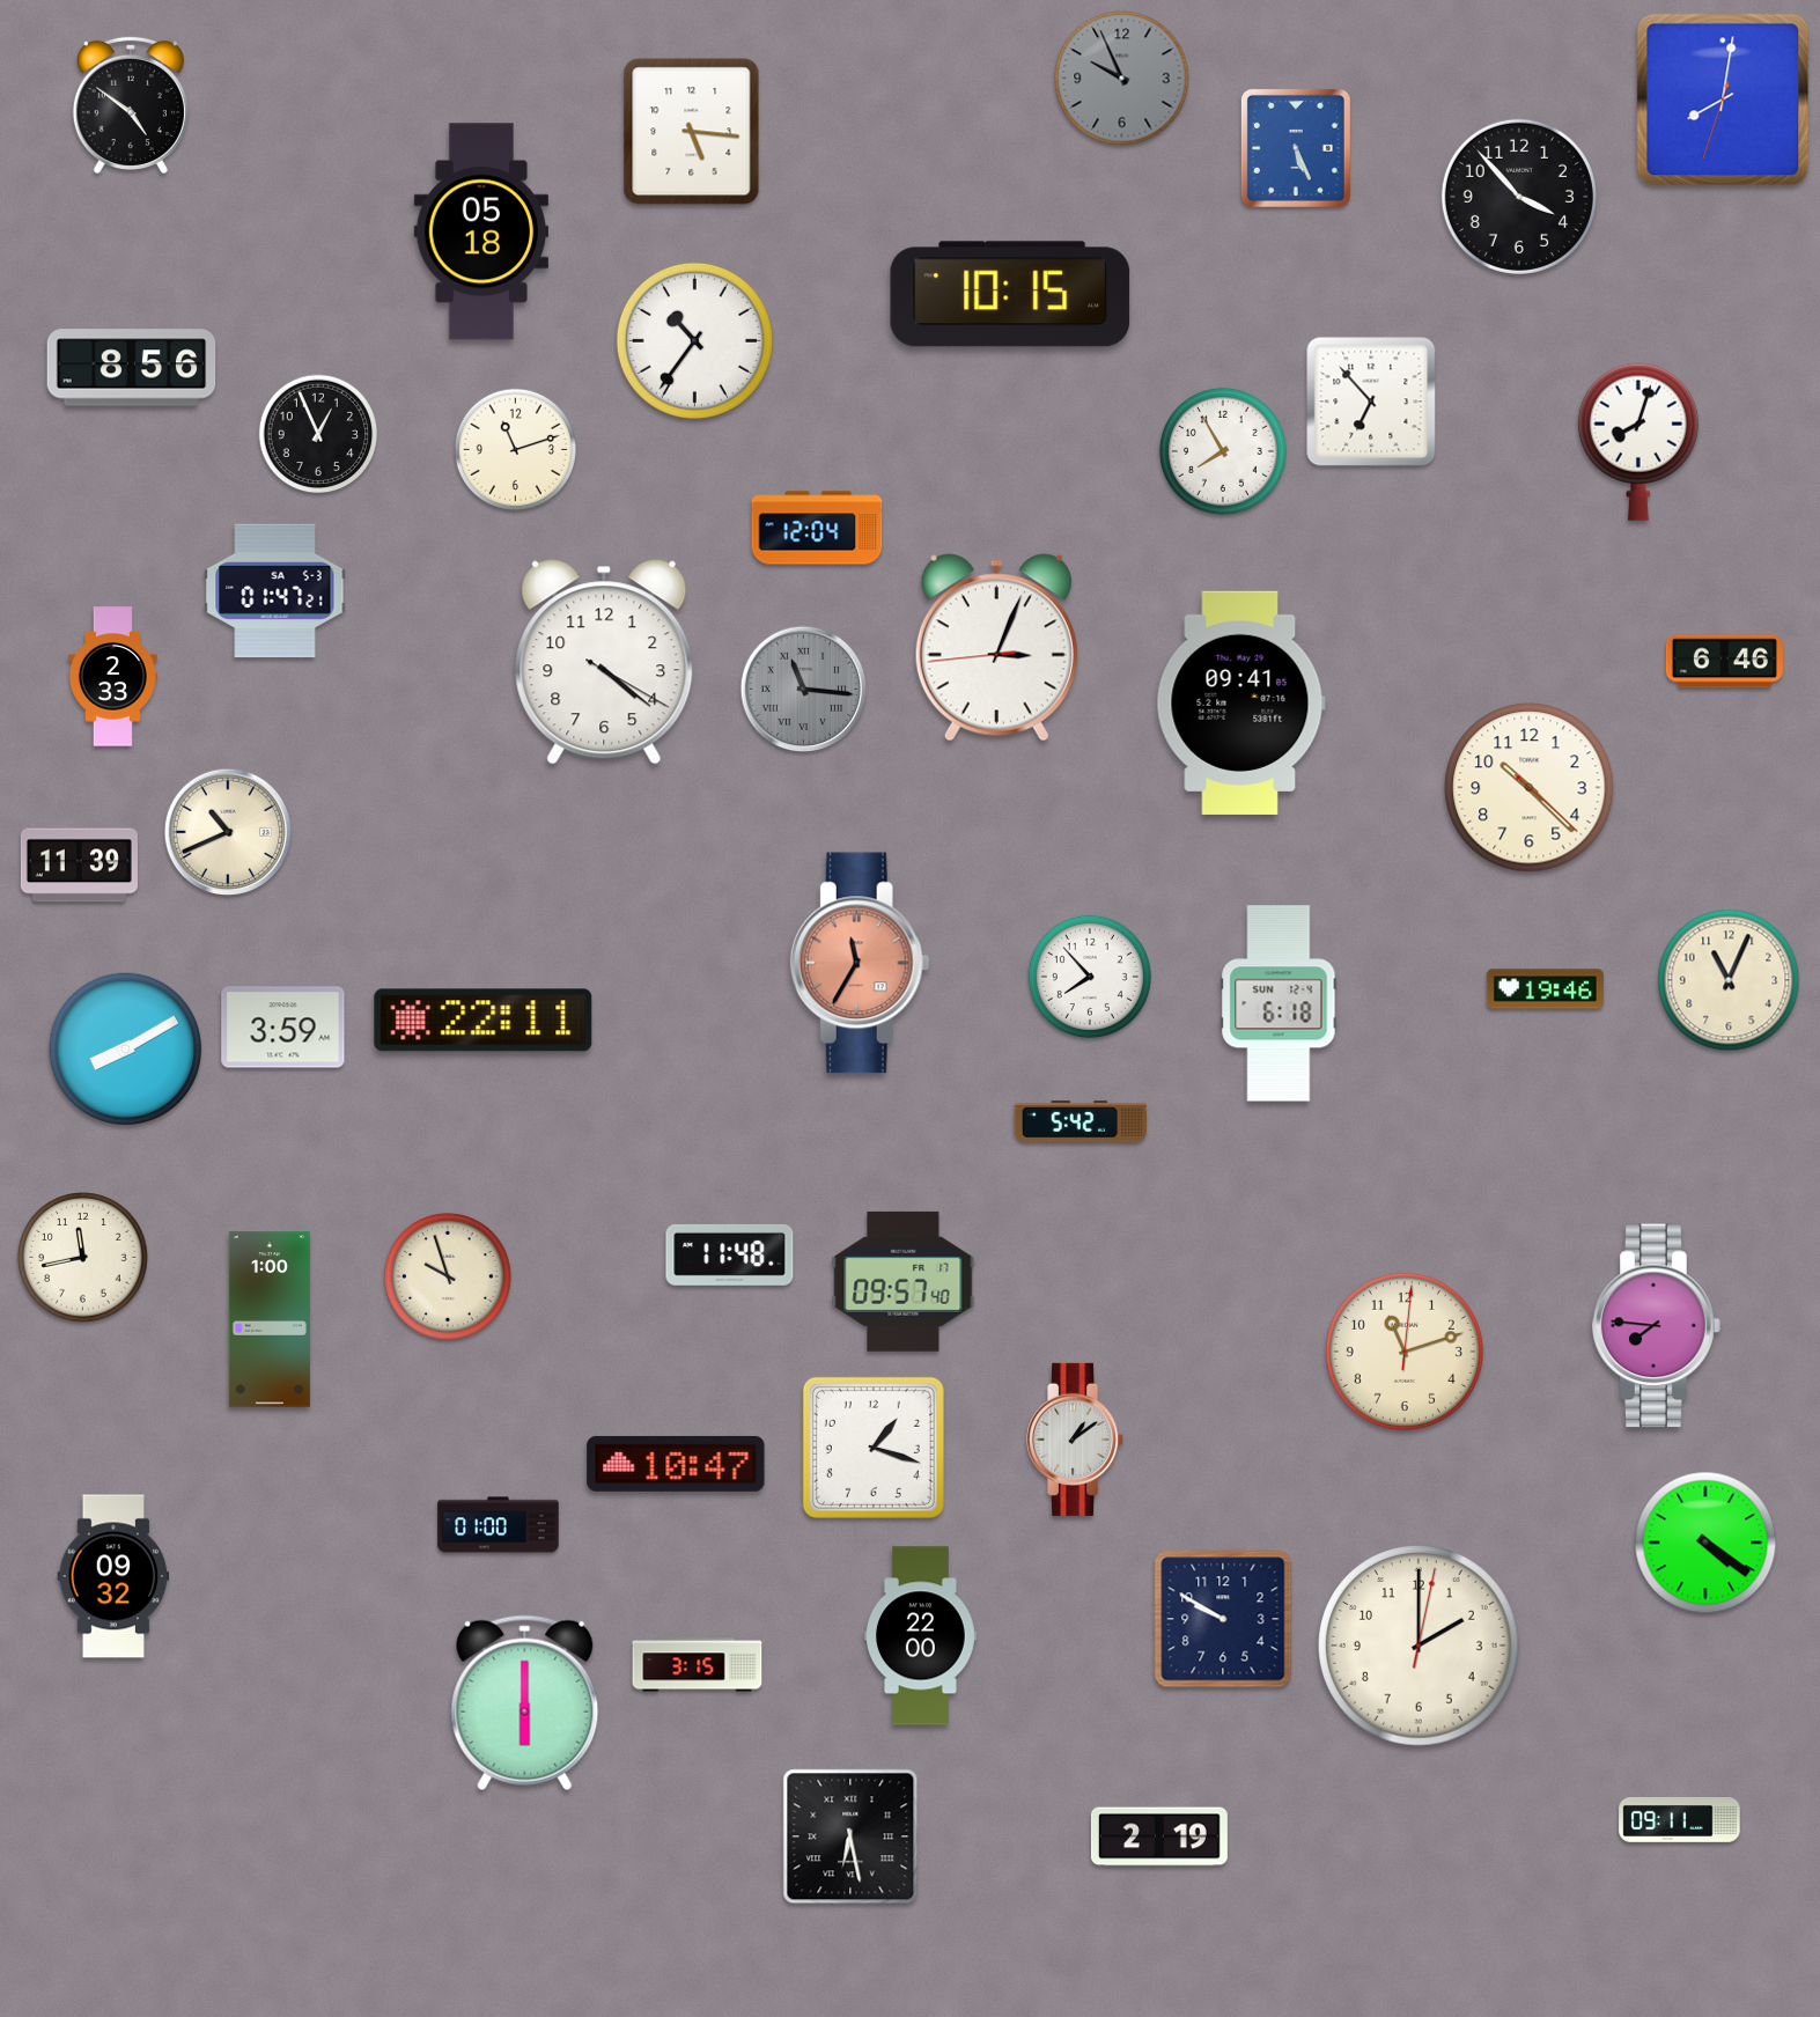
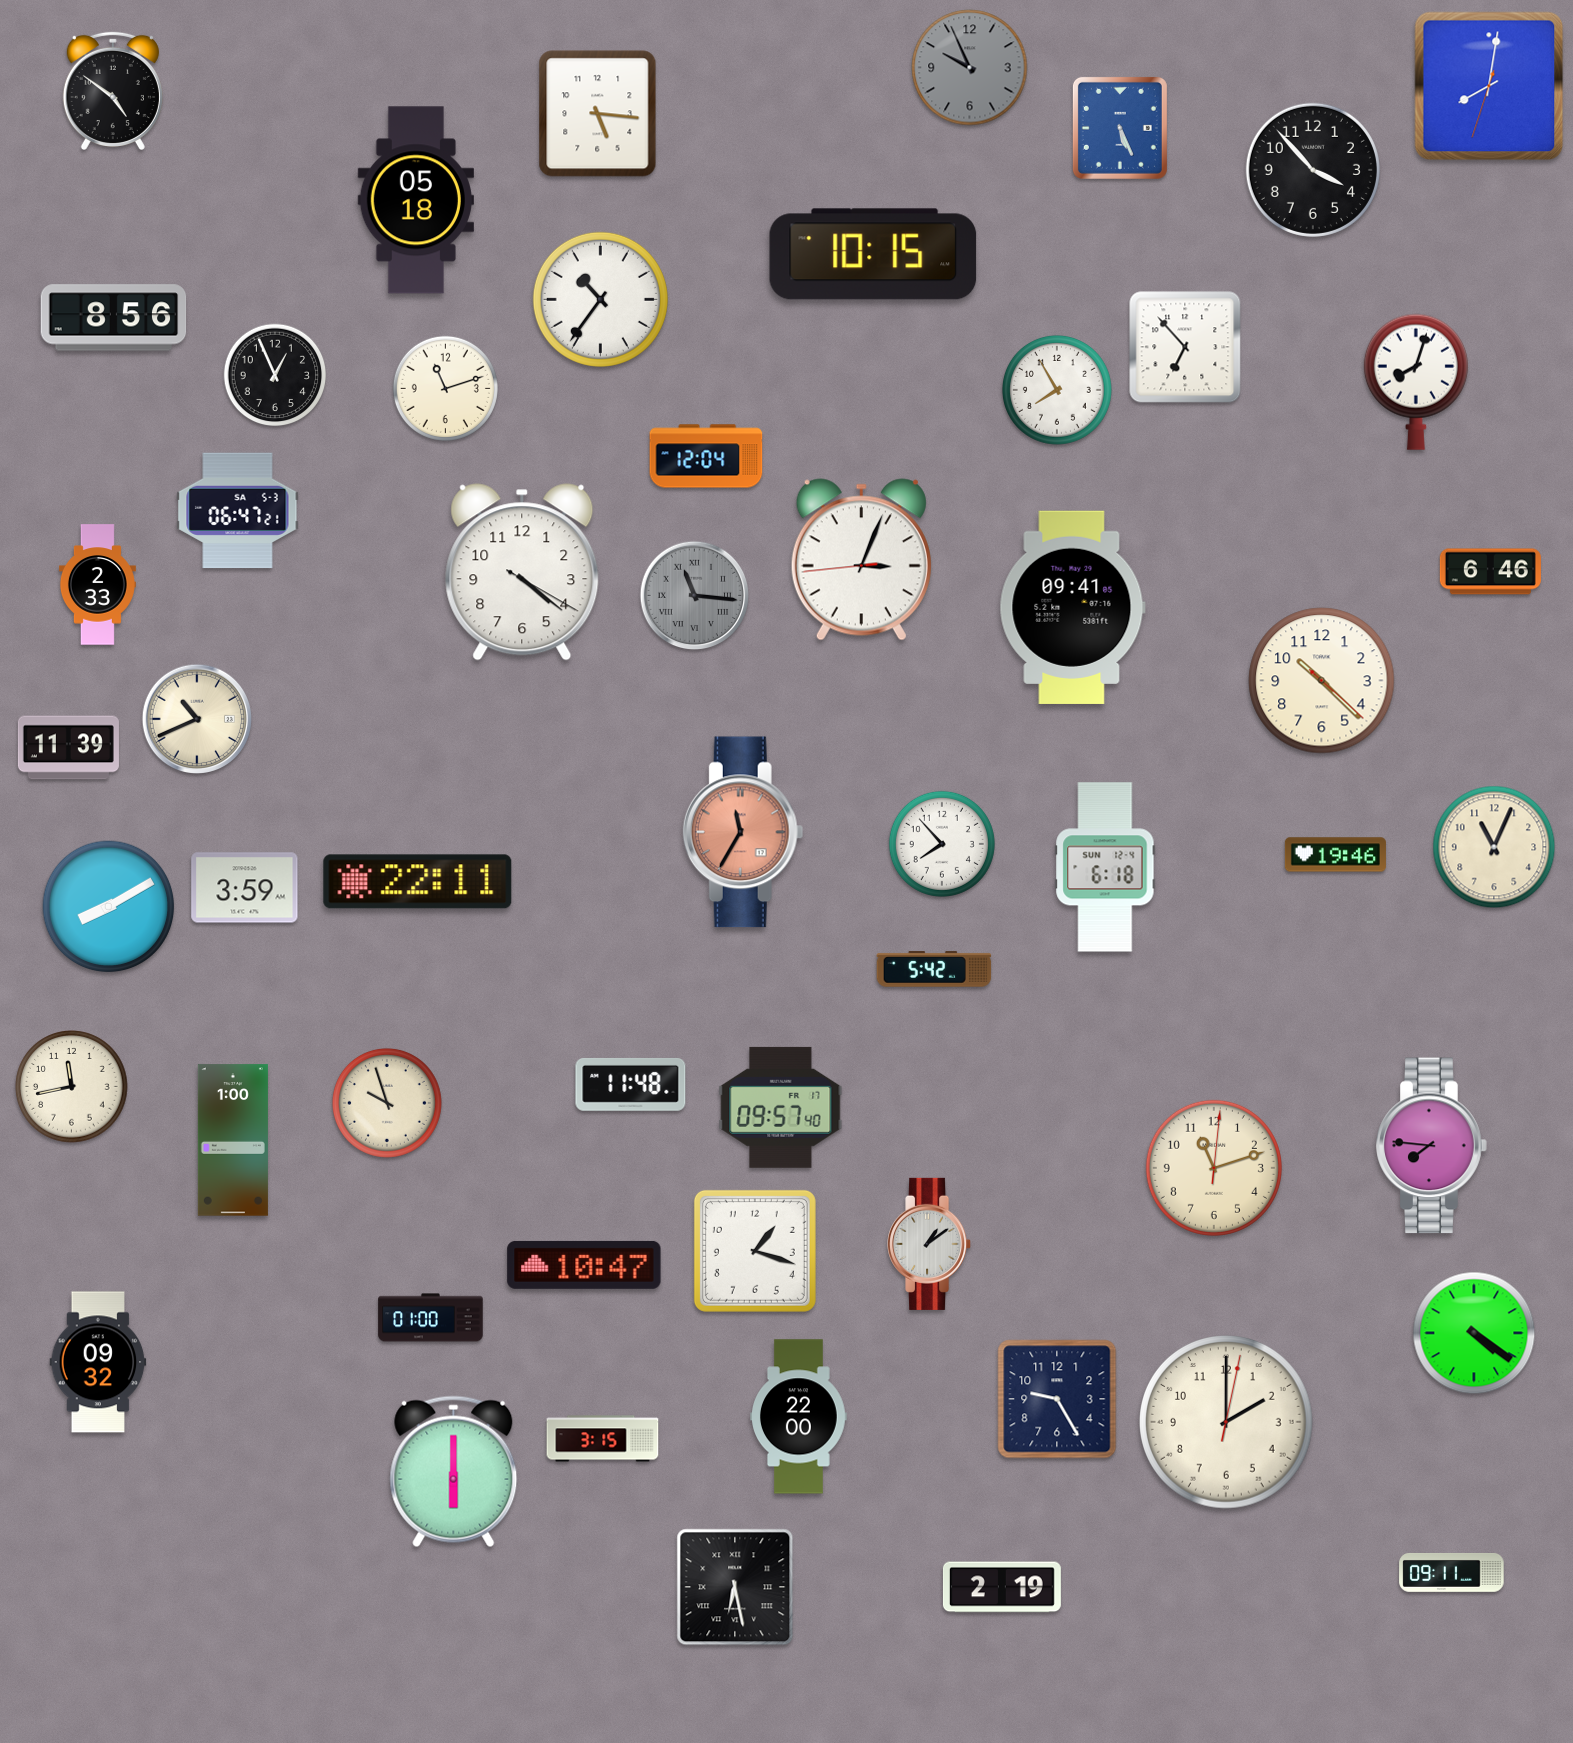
clock at (694, 340) position: (694, 340) -> (600, 299)
clock at (275, 591): 01:47 -> 06:47
clock at (1223, 1619): 9:50 -> 9:25
clock at (921, 1636) position: (921, 1636) -> (799, 1417)
